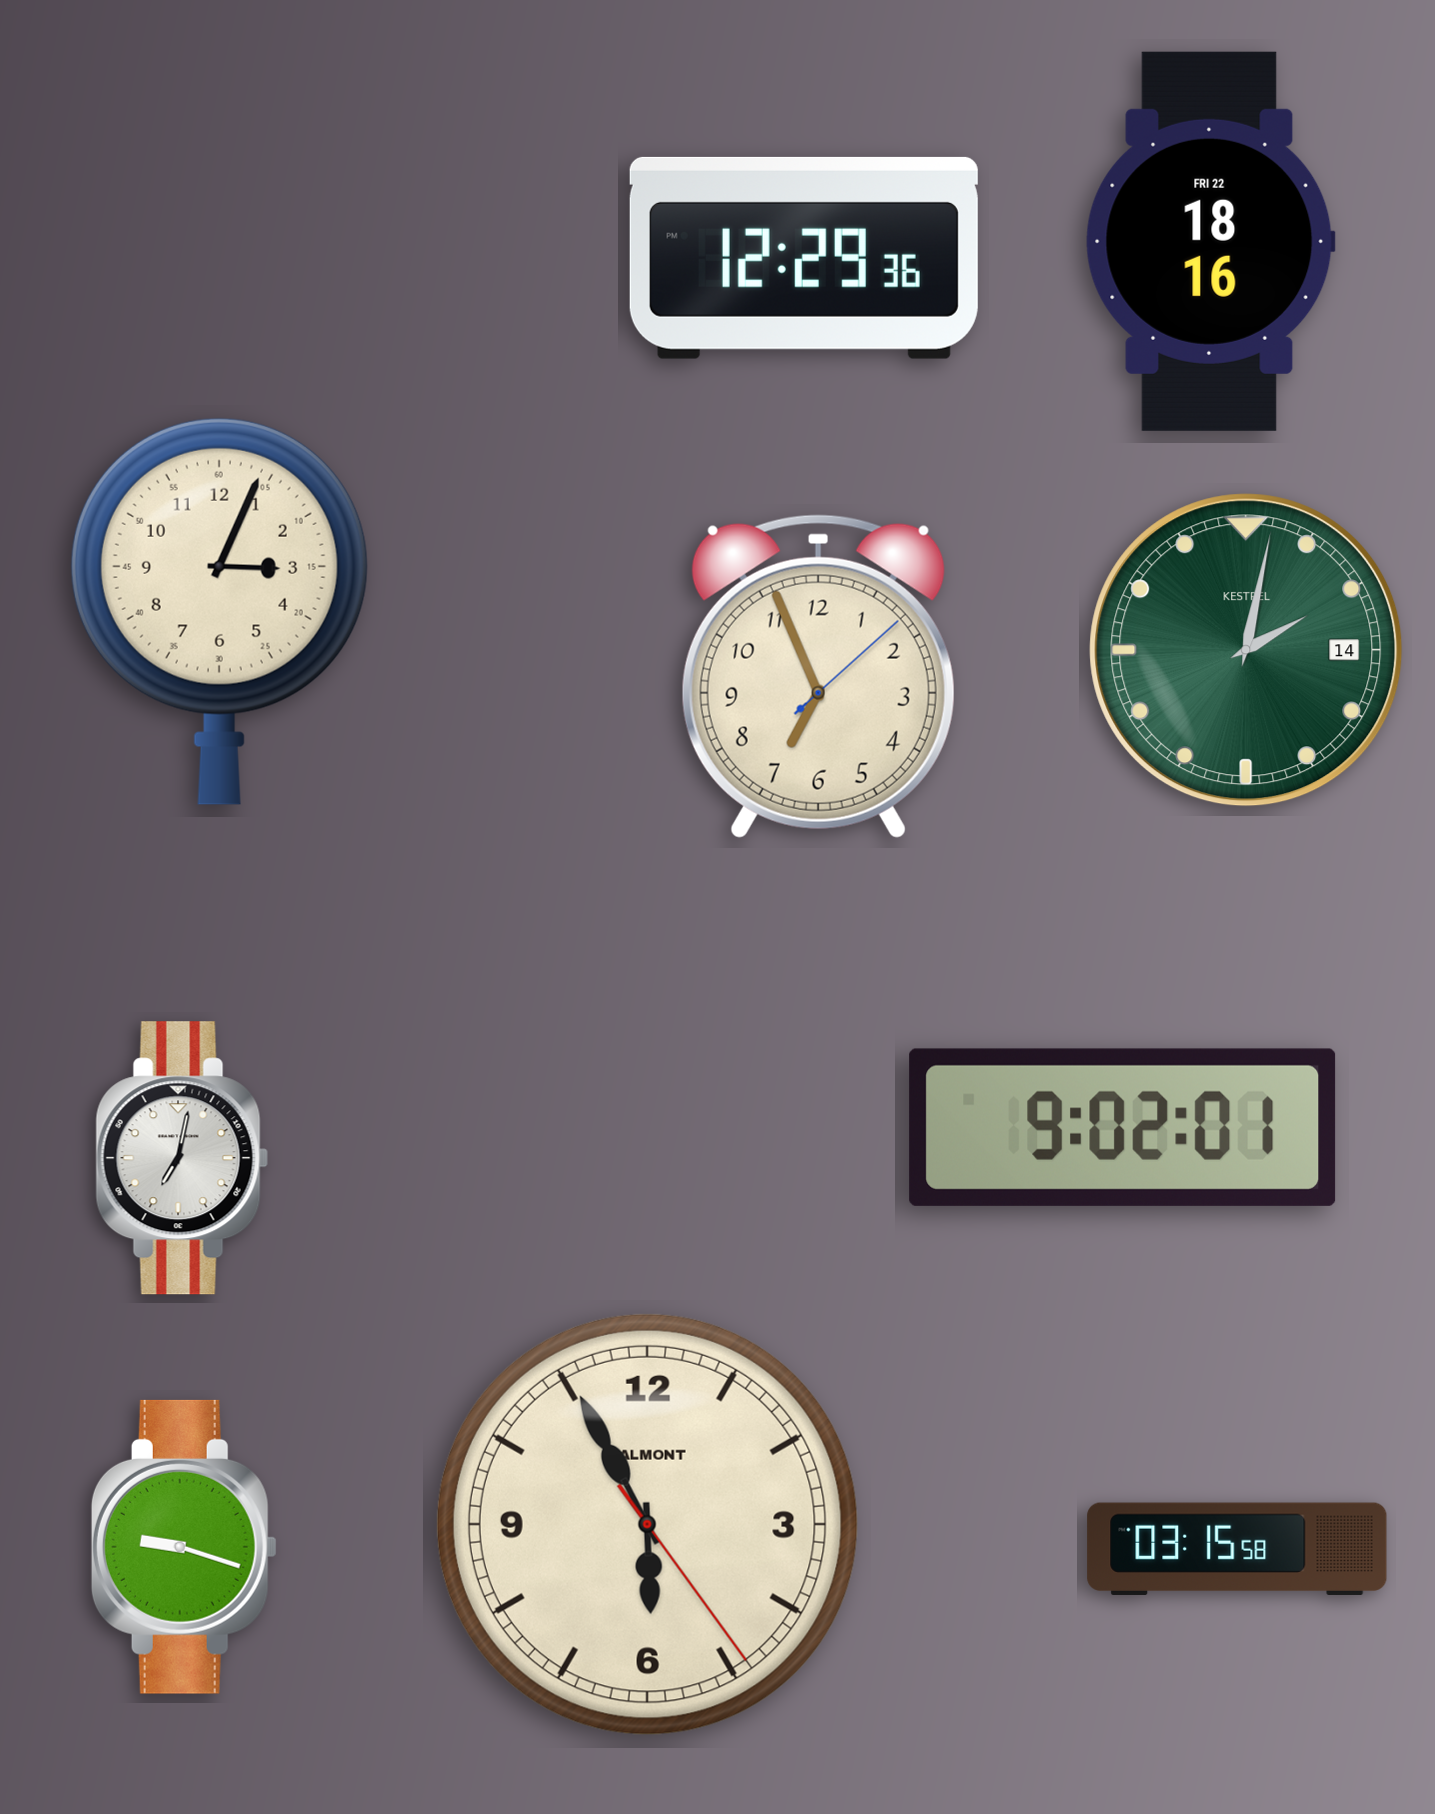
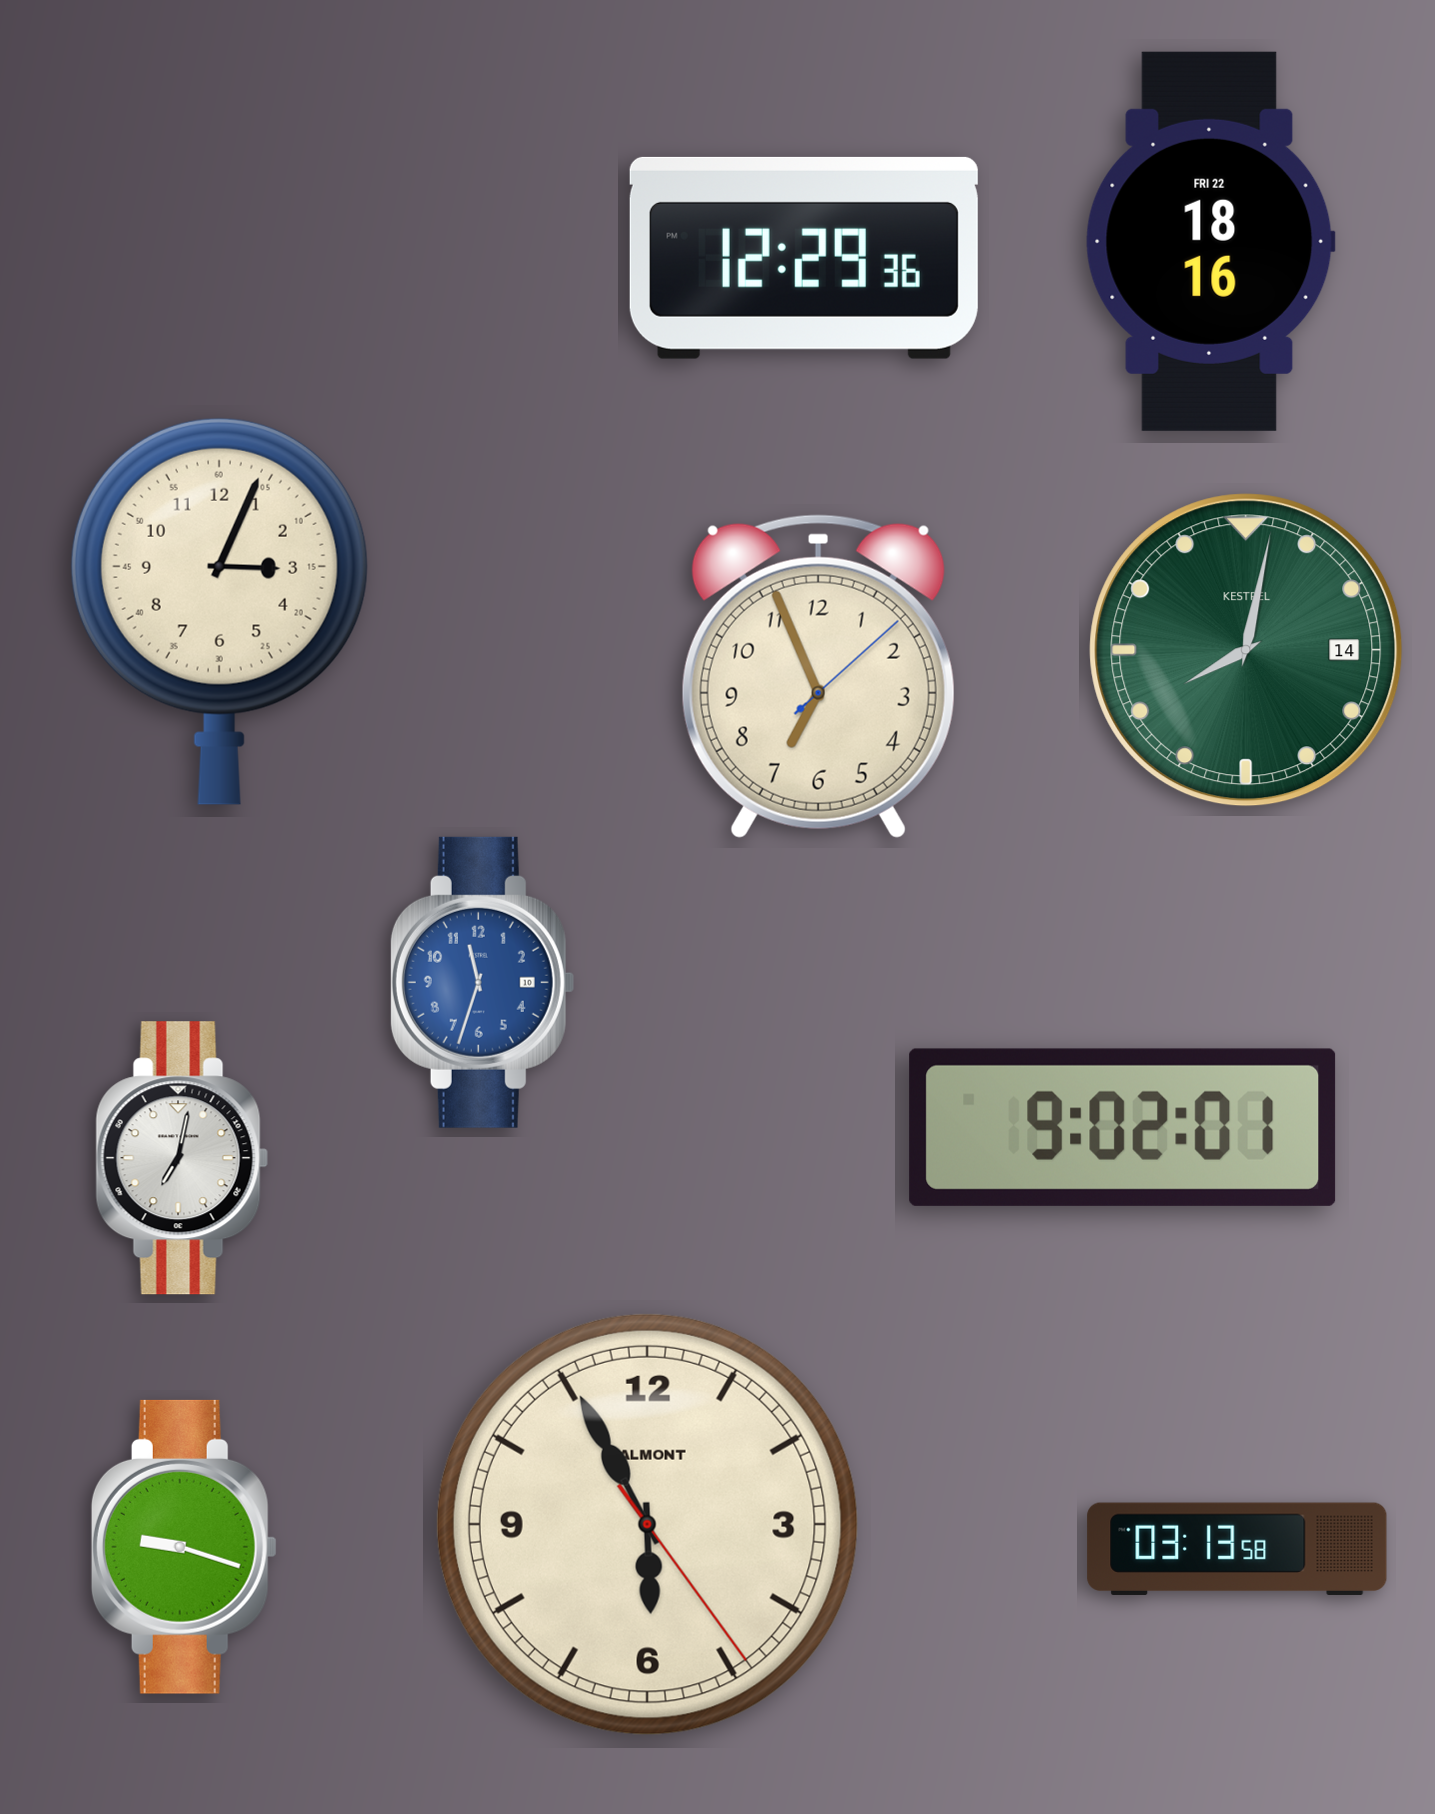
clock at (1246, 650): 2:02 -> 8:02
clock at (482, 982): none -> 11:33
clock at (1237, 1549): 03:15 -> 03:13
